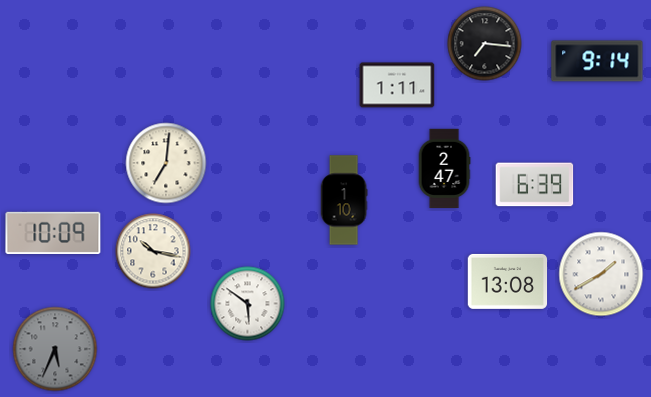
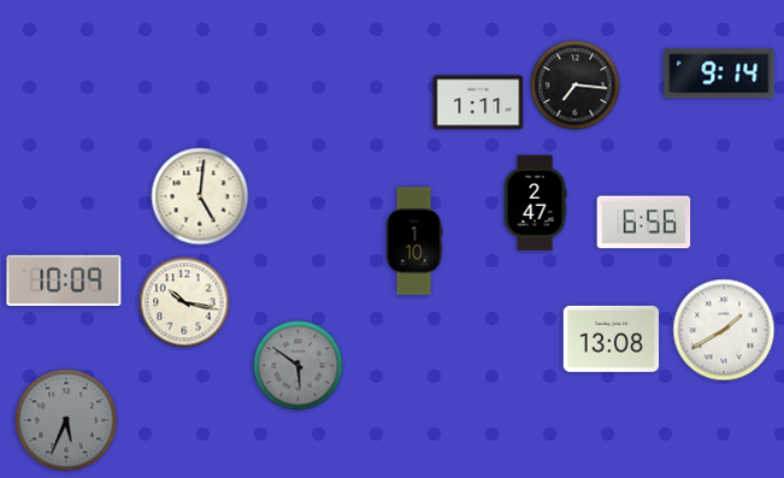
clock at (485, 44) position: (485, 44) -> (576, 85)
clock at (166, 163): 7:01 -> 5:01
clock at (535, 185): 6:39 -> 6:56
clock at (248, 304) dial: white -> grey
